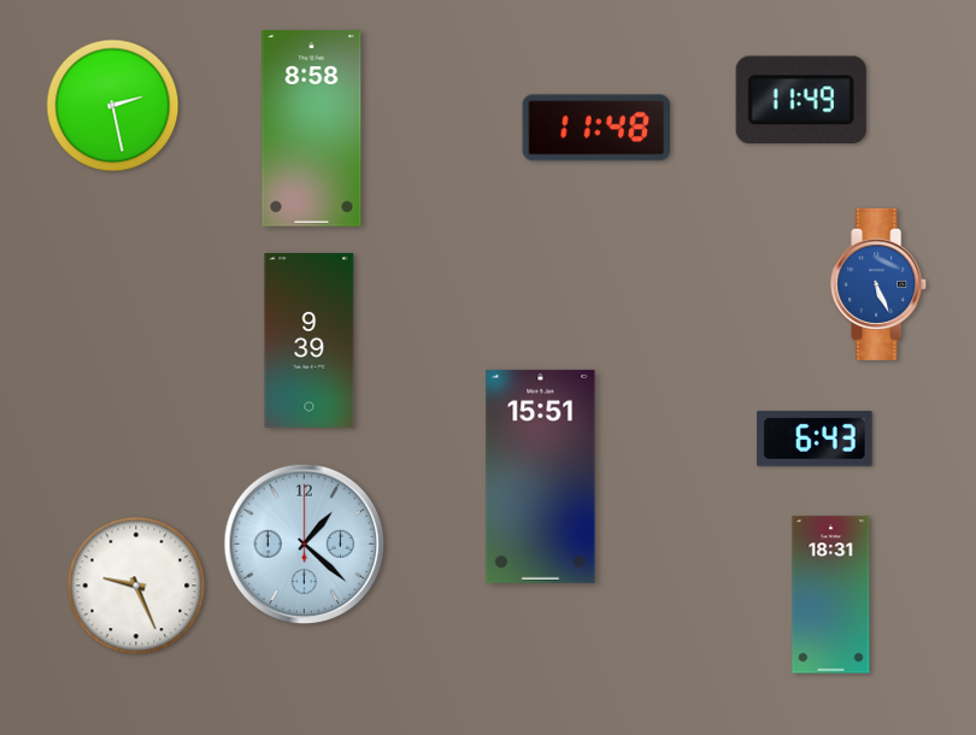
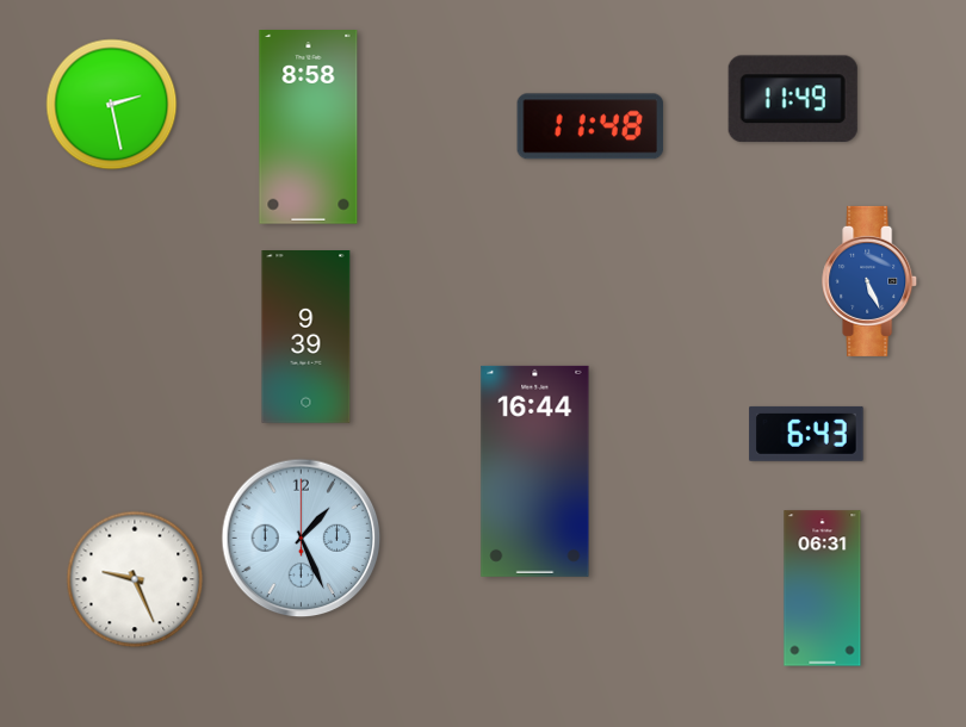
clock at (541, 476): 15:51 -> 16:44
clock at (305, 545): 1:22 -> 1:26
clock at (831, 595): 18:31 -> 06:31
